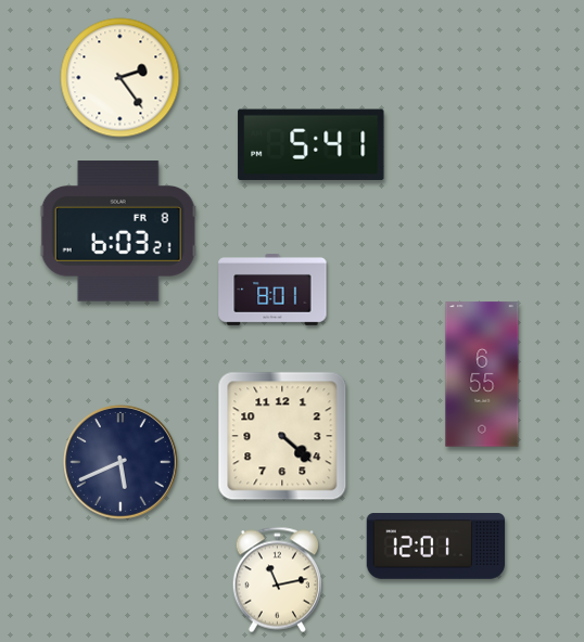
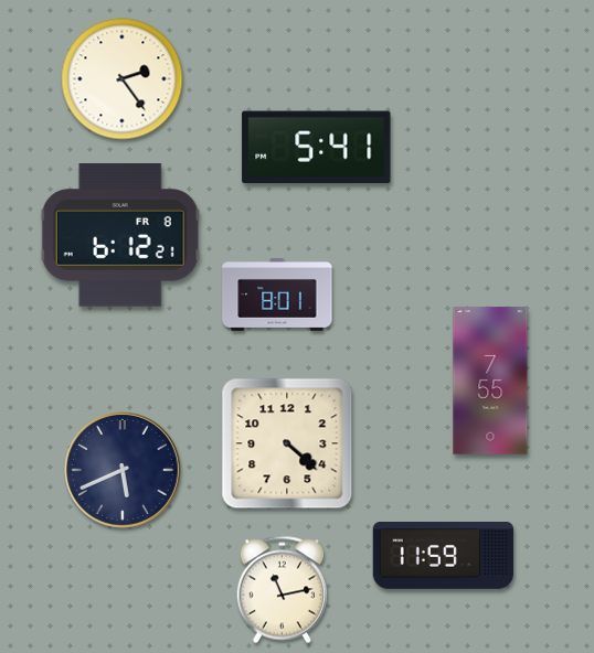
clock at (118, 231): 6:03 -> 6:12
clock at (482, 374): 6:55 -> 7:55
clock at (436, 547): 12:01 -> 11:59
